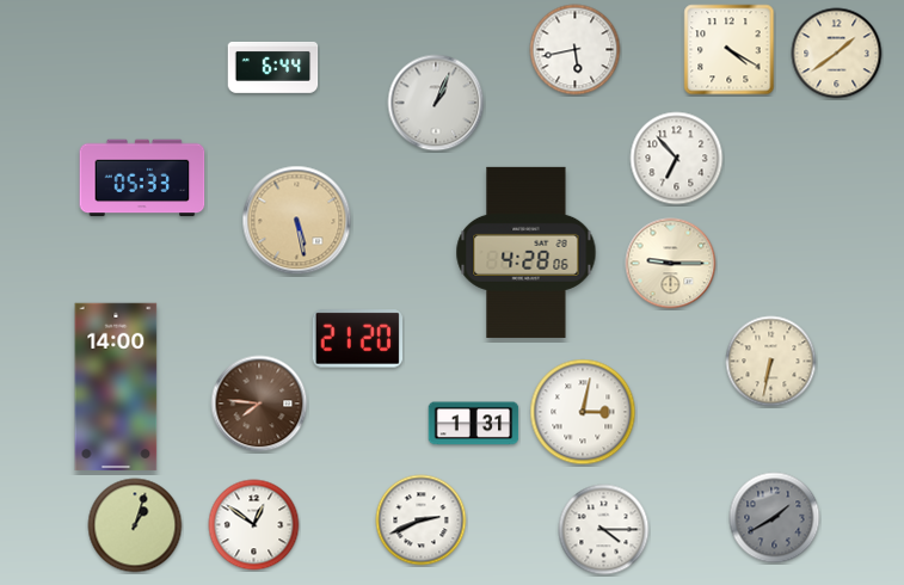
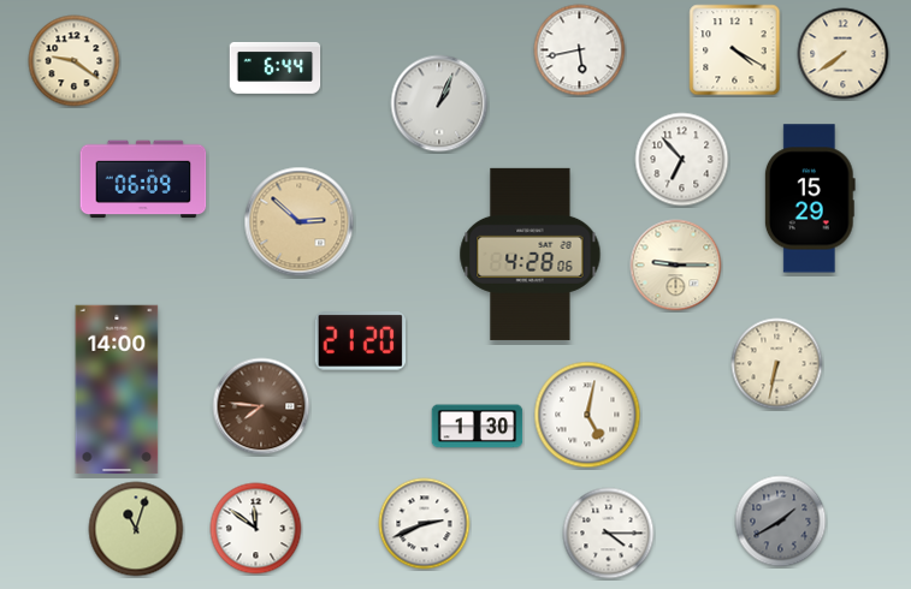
clock at (837, 54): 1:39 -> 7:39
clock at (75, 61): none -> 9:21
clock at (142, 178): 05:33 -> 06:09
clock at (810, 198): none -> 15:29
clock at (297, 221): 5:28 -> 2:52
clock at (583, 412): 3:02 -> 5:02
clock at (474, 424): 1:31 -> 1:30
clock at (135, 525): 1:03 -> 11:03
clock at (254, 525): 12:51 -> 11:51
